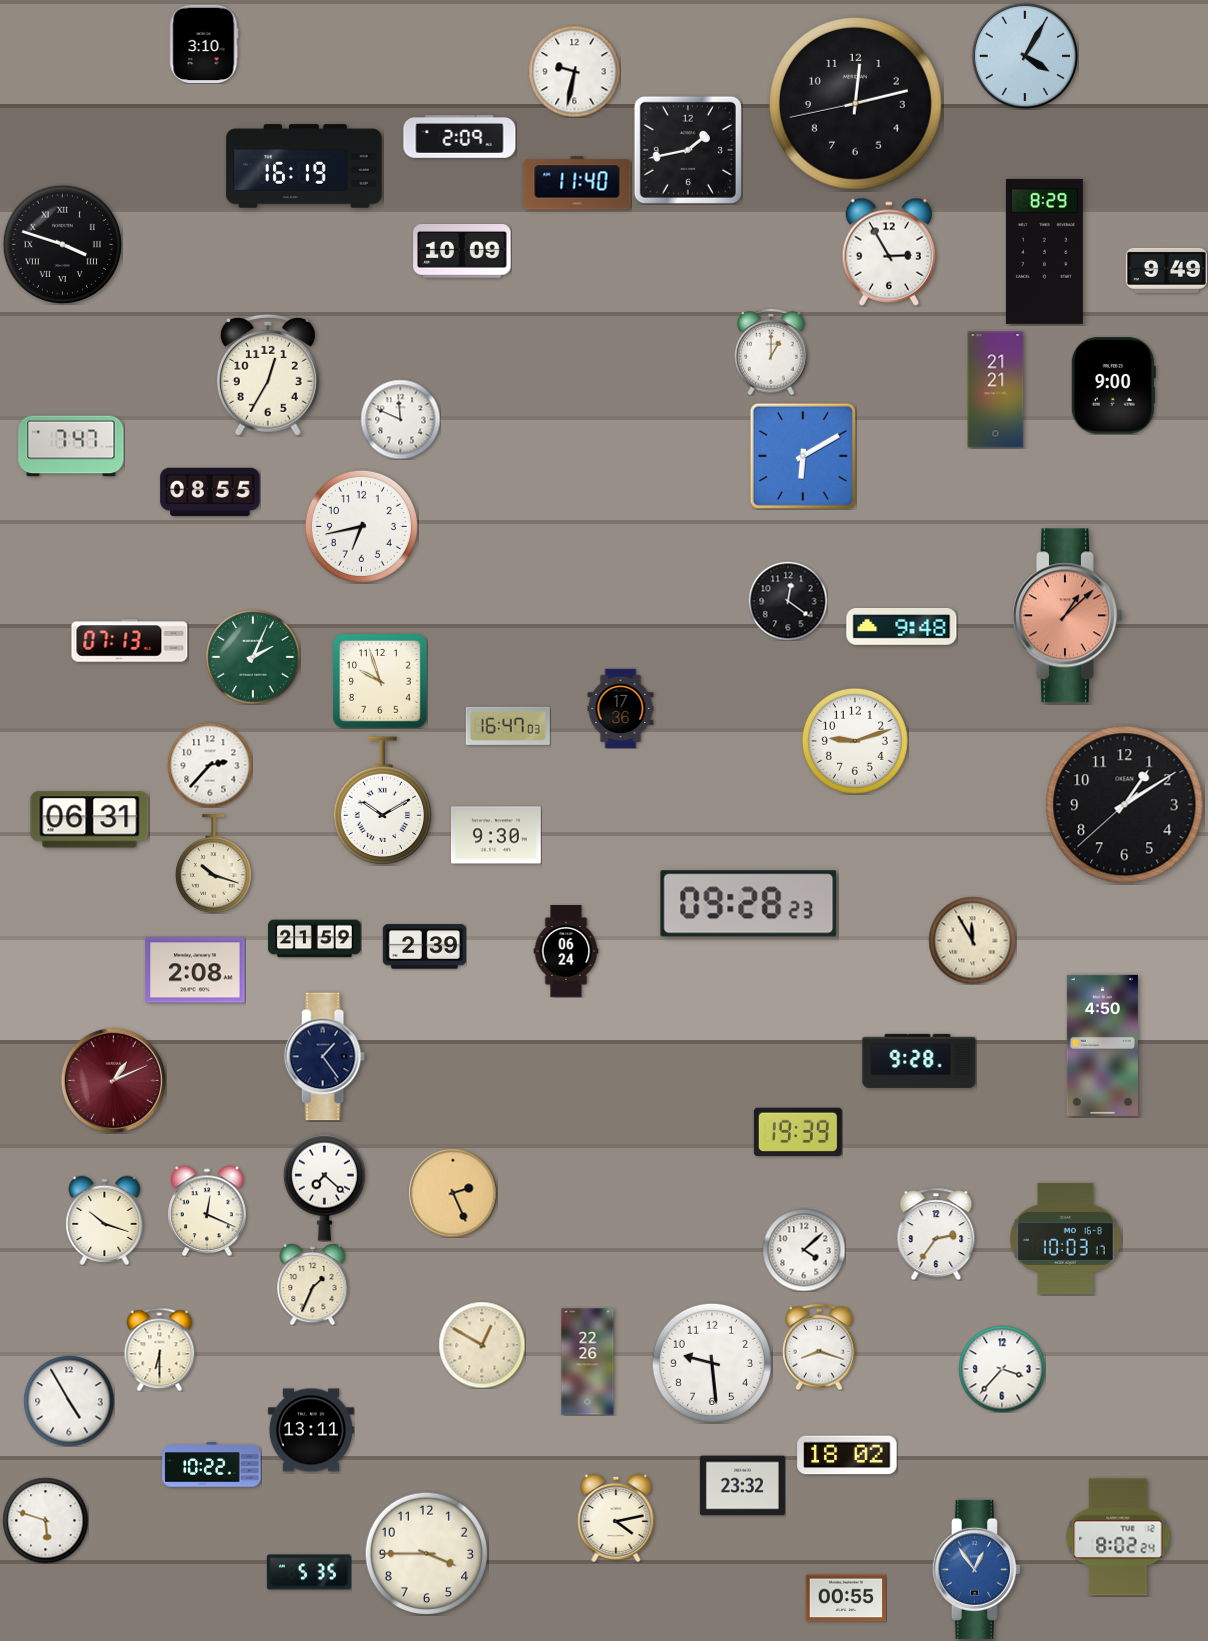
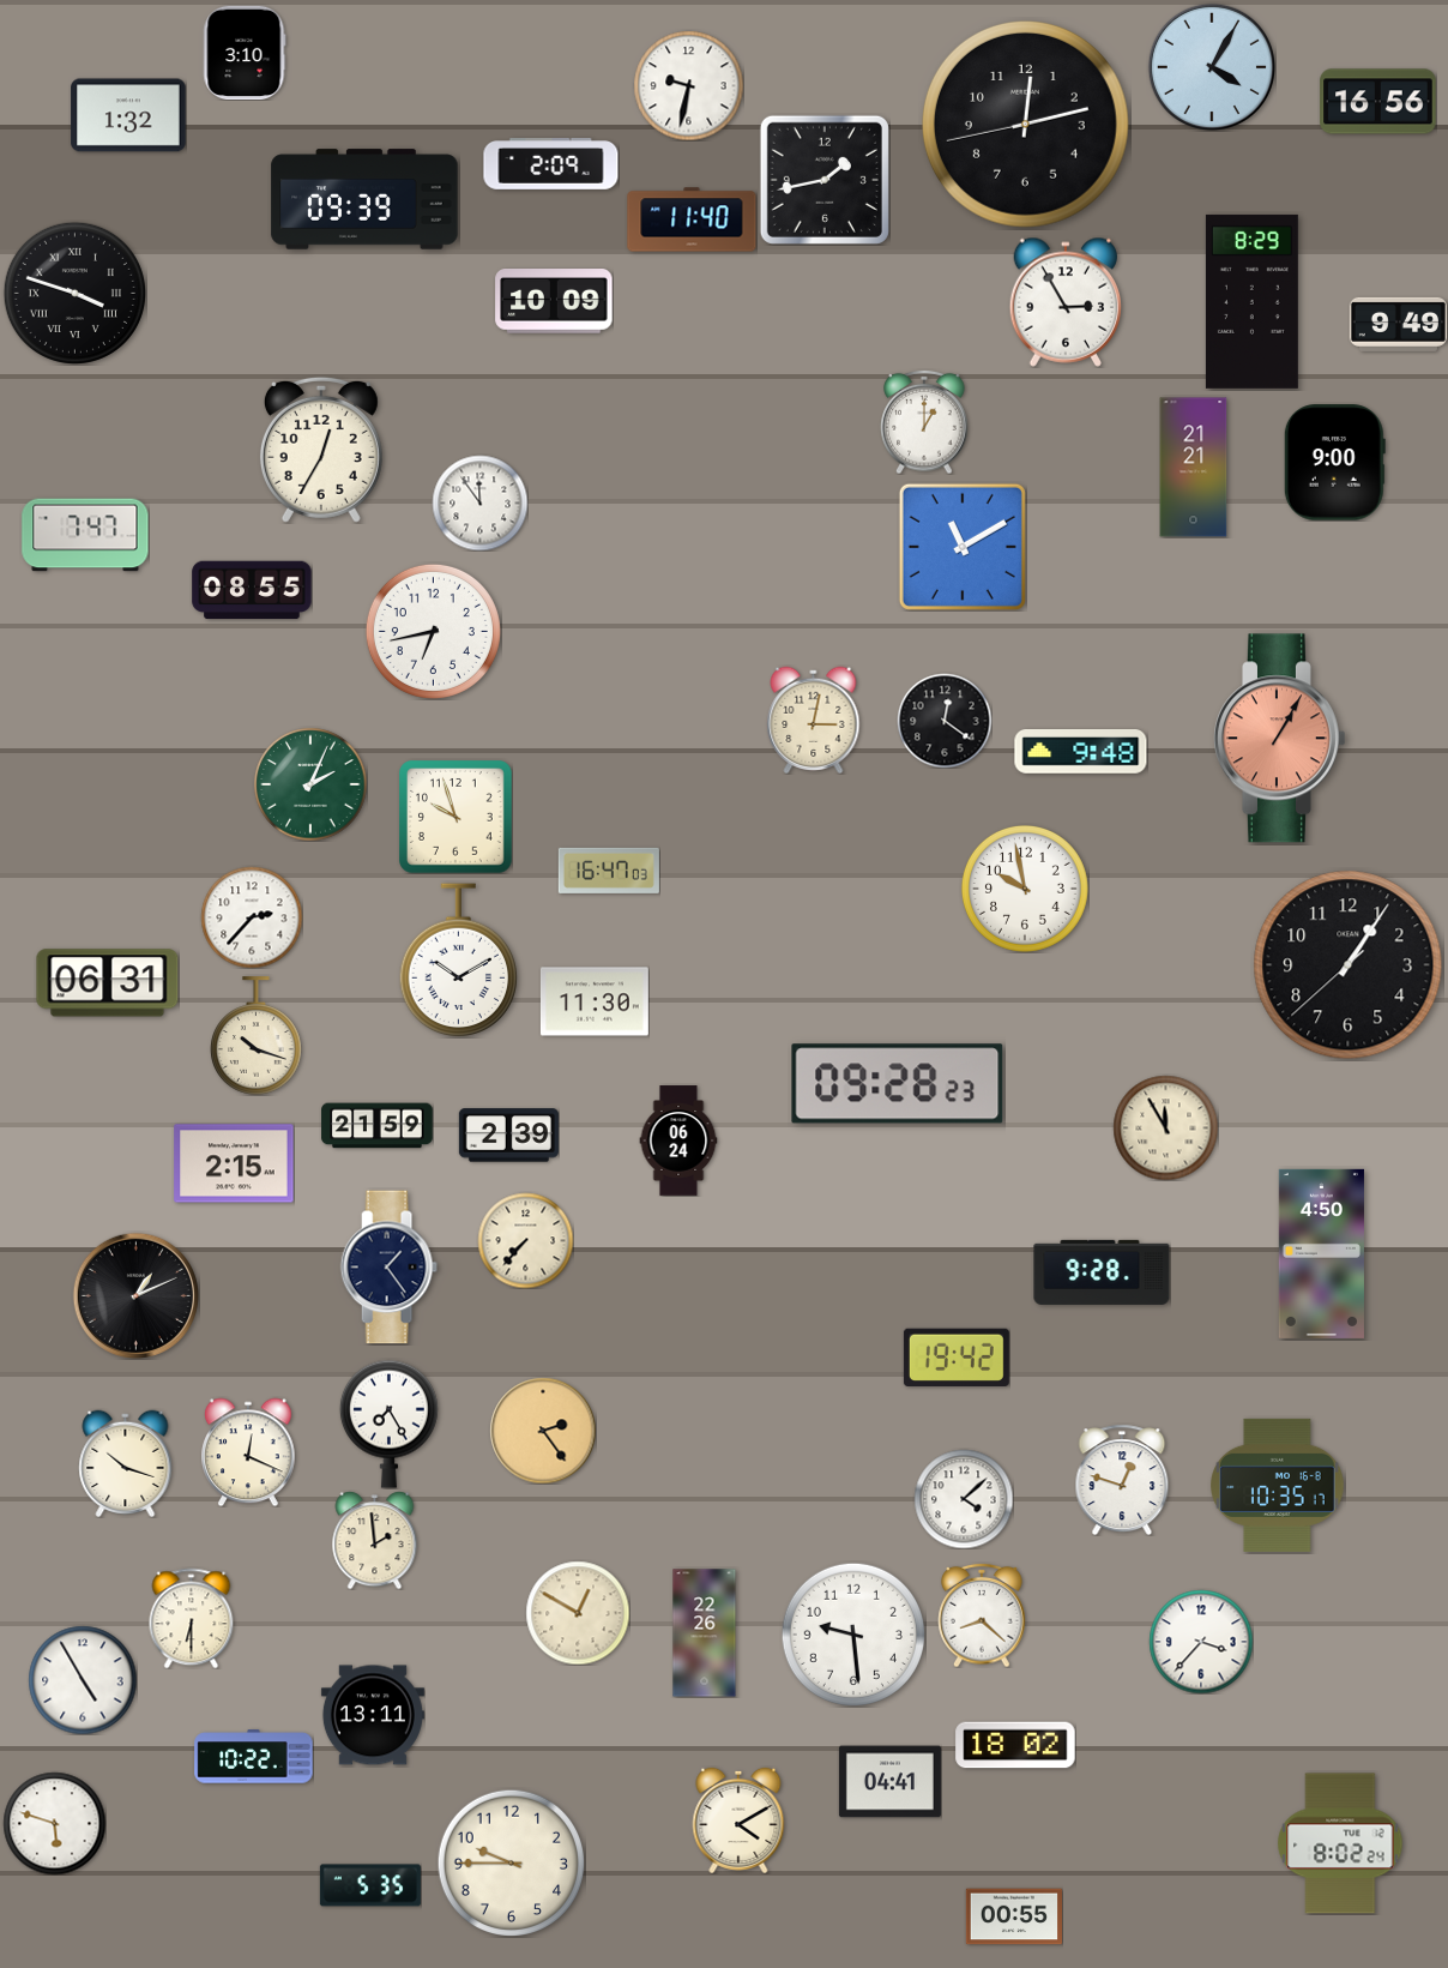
clock at (1024, 55) position: (1024, 55) -> (1211, 66)
clock at (1378, 102): none -> 16:56
clock at (128, 115): none -> 1:32
clock at (304, 166): 16:19 -> 09:39
clock at (400, 419): 11:49 -> 11:54
clock at (803, 456): 6:10 -> 11:10
clock at (814, 720): none -> 3:02
clock at (1068, 616): 1:08 -> 1:05
clock at (130, 641): 07:13 -> none
clock at (253, 657) position: (253, 657) -> (310, 784)
clock at (621, 708): 17:36 -> none
clock at (855, 741): 9:12 -> 9:58
clock at (1125, 805): 1:09 -> 1:05
clock at (496, 835): 9:30 -> 11:30
clock at (195, 970): 2:08 -> 2:15
clock at (525, 1240): none -> 7:37
clock at (113, 1080) dial: burgundy -> black
clock at (798, 1131): 19:39 -> 19:42
clock at (324, 1187): 7:22 -> 7:25
clock at (453, 1193): 2:26 -> 2:24
clock at (936, 1234): 2:36 -> 12:48
clock at (1066, 1238): 10:03 -> 10:35
clock at (313, 1284): 1:34 -> 1:59
clock at (819, 1347): 8:18 -> 8:22
clock at (742, 1486): 23:32 -> 04:41
clock at (616, 1518): 4:13 -> 4:10
clock at (426, 1553): 3:45 -> 9:45
clock at (976, 1569): 12:54 -> none
